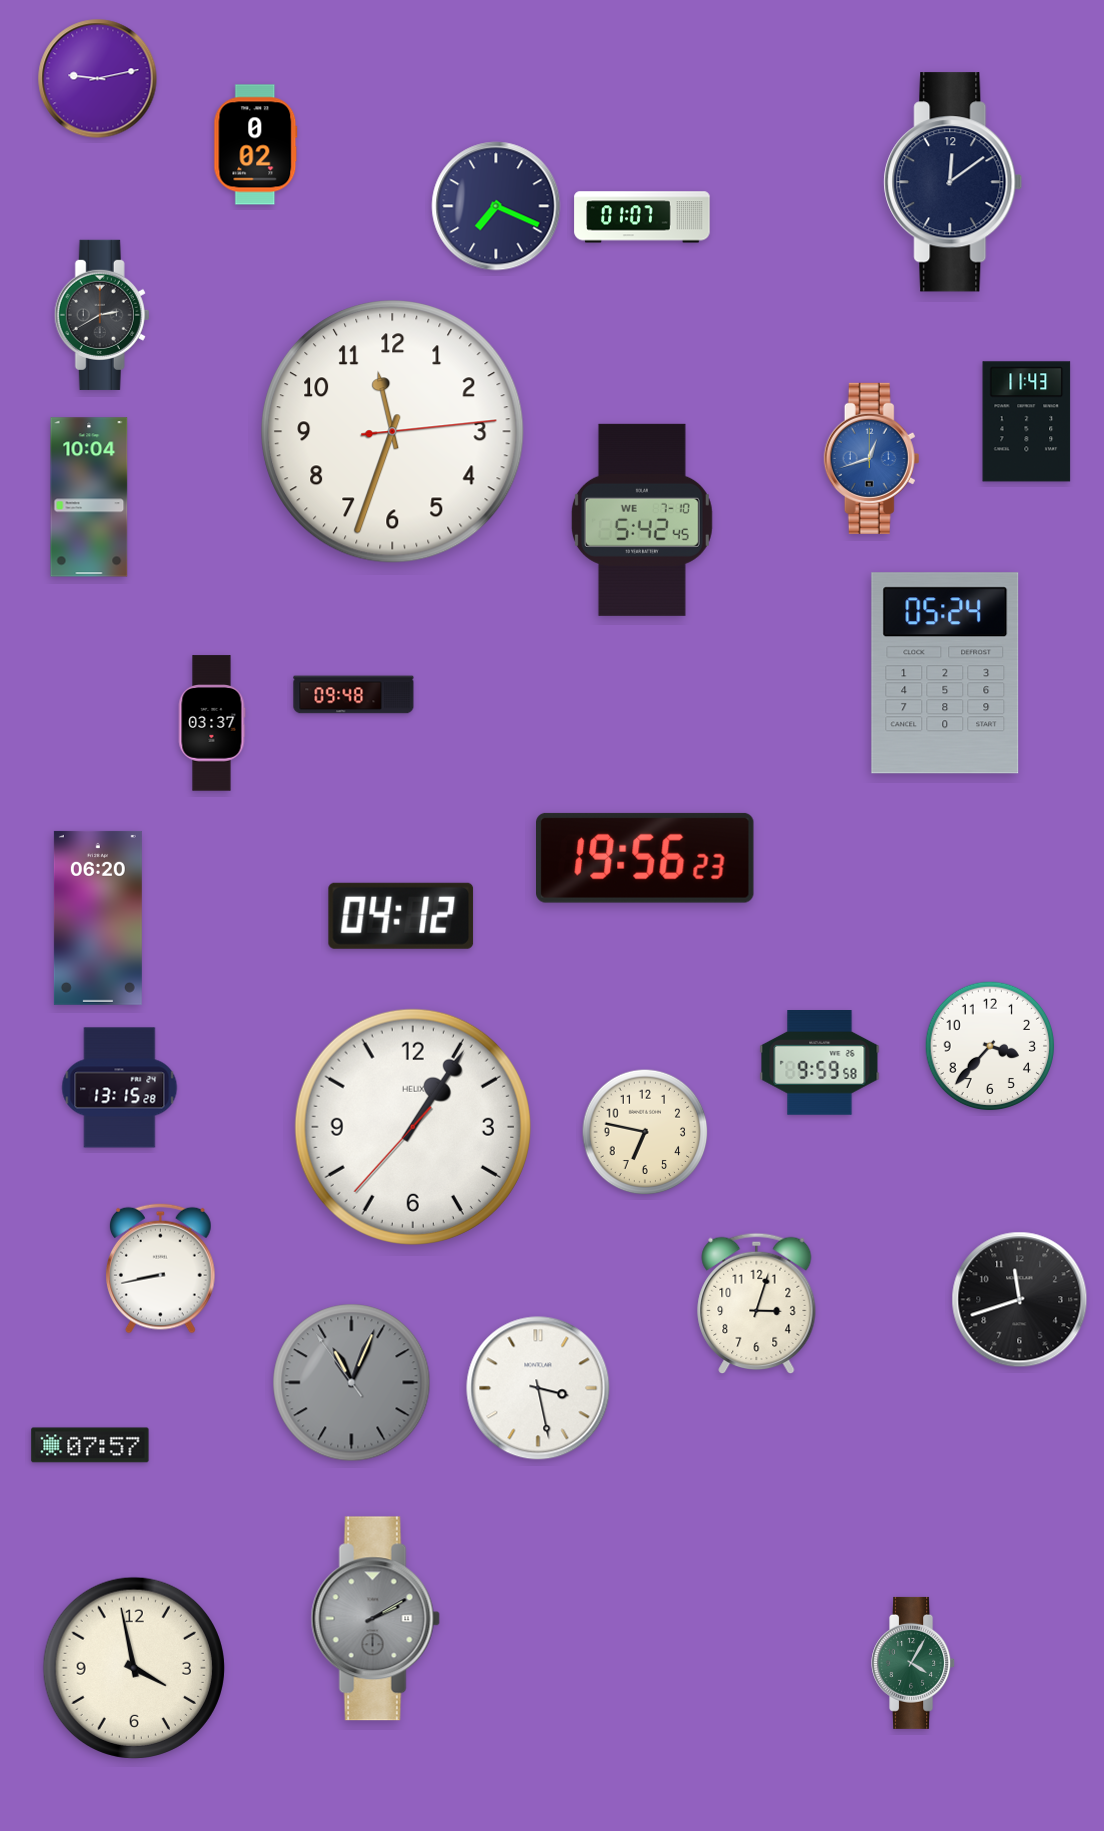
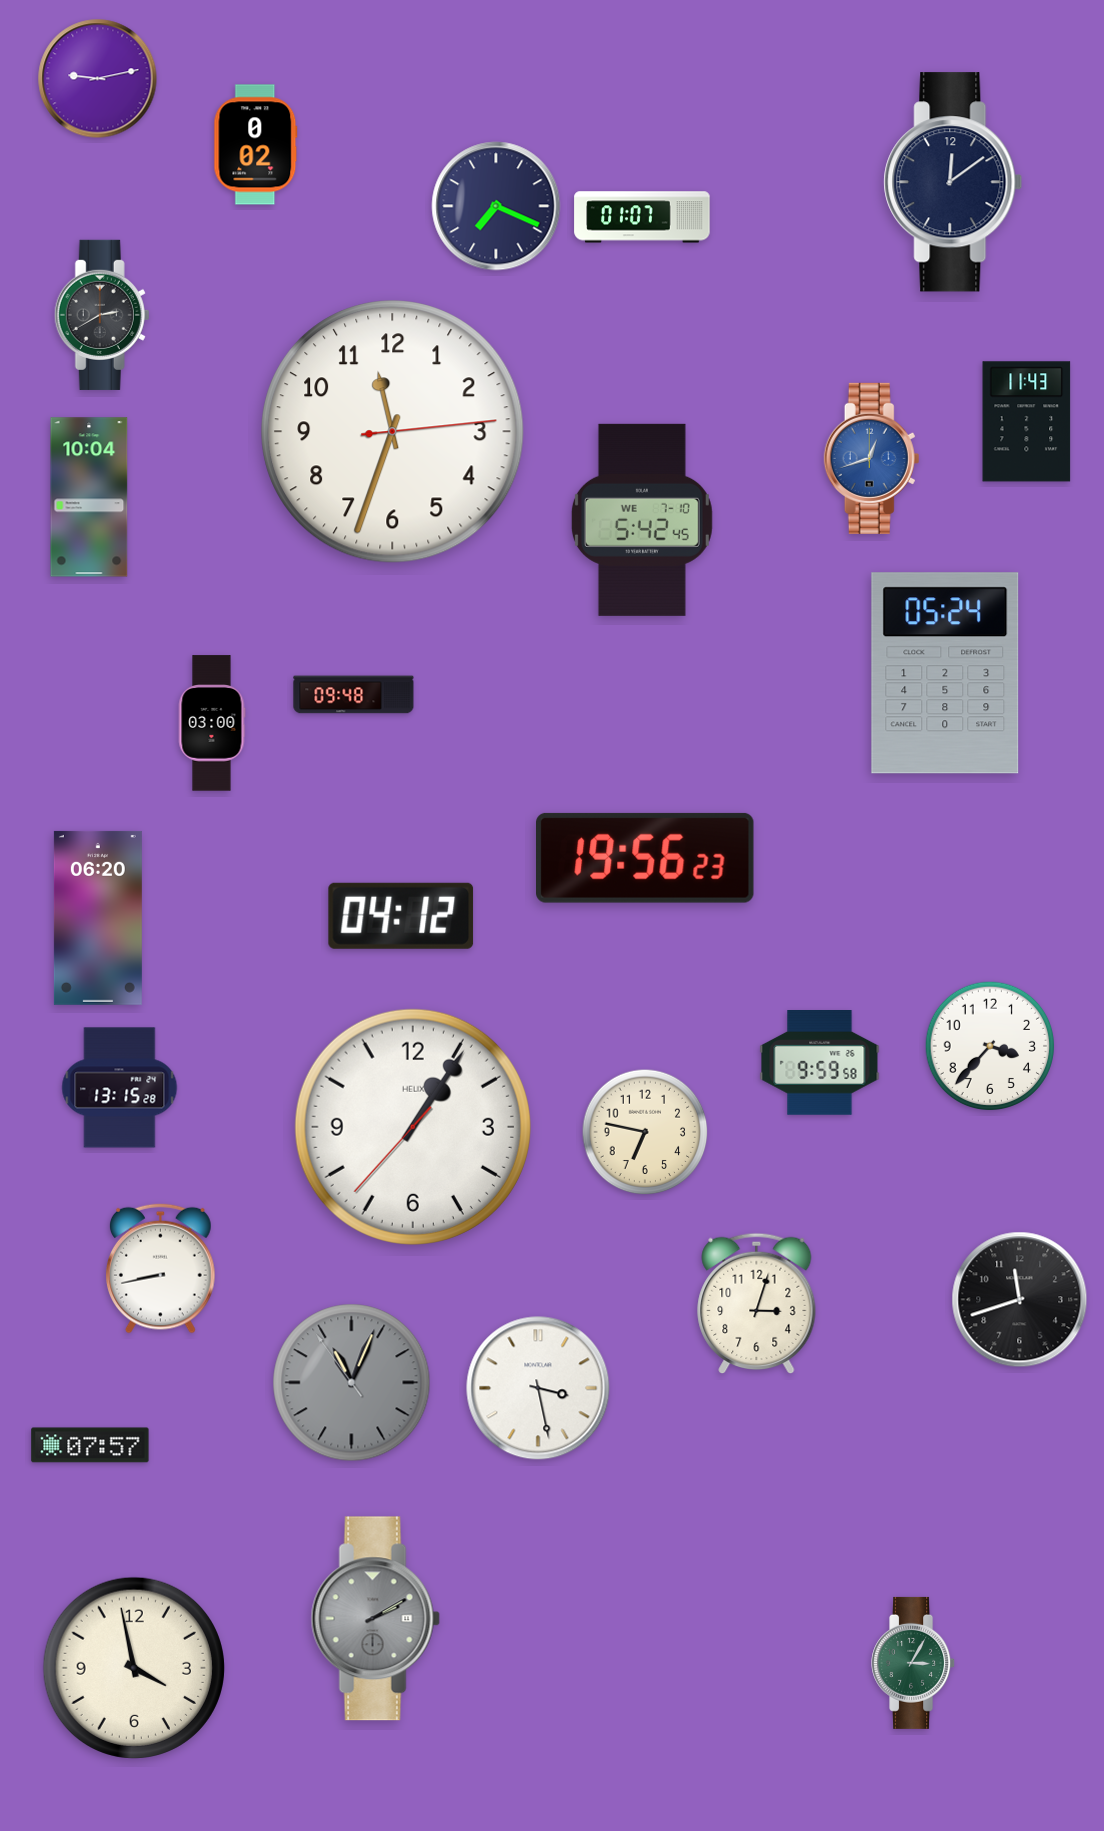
clock at (212, 723): 03:37 -> 03:00
clock at (914, 1663): 4:05 -> 3:05
